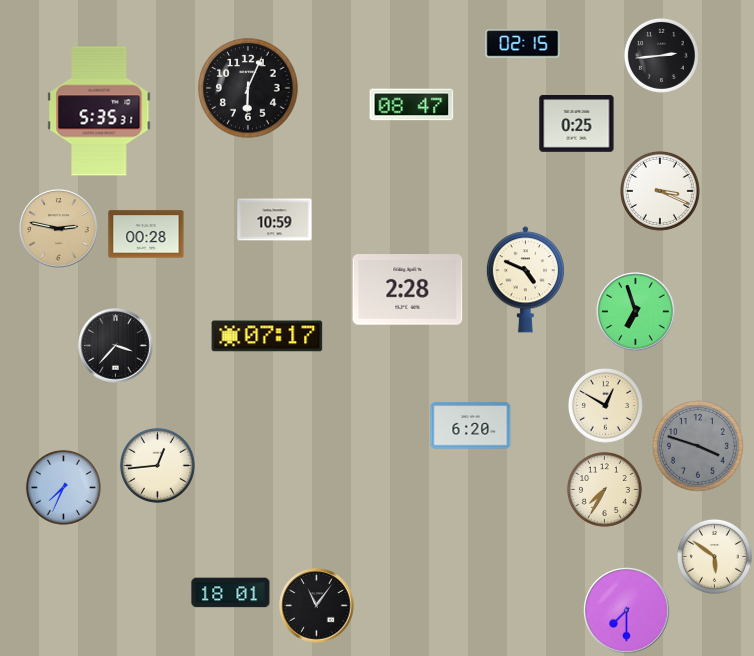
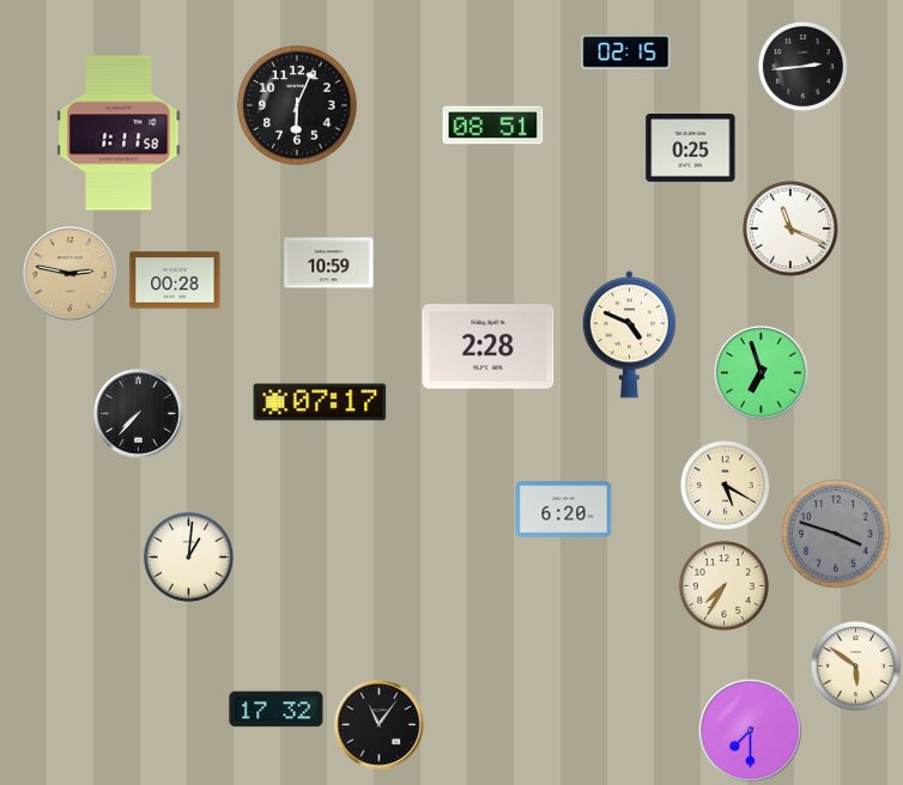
clock at (661, 55) position: (661, 55) -> (802, 66)
clock at (412, 105): 08:47 -> 08:51
clock at (99, 111): 5:35 -> 1:11
clock at (660, 191): 3:19 -> 11:19
clock at (116, 346): 3:37 -> 7:37
clock at (605, 405): 12:50 -> 5:20
clock at (157, 465): 12:44 -> 1:01
clock at (63, 487): 7:34 -> none
clock at (231, 593): 18:01 -> 17:32
